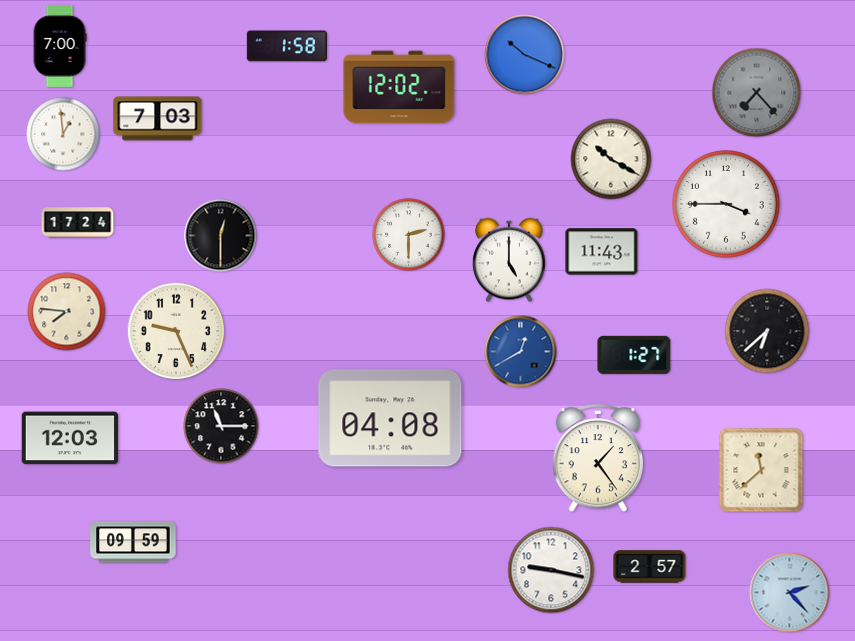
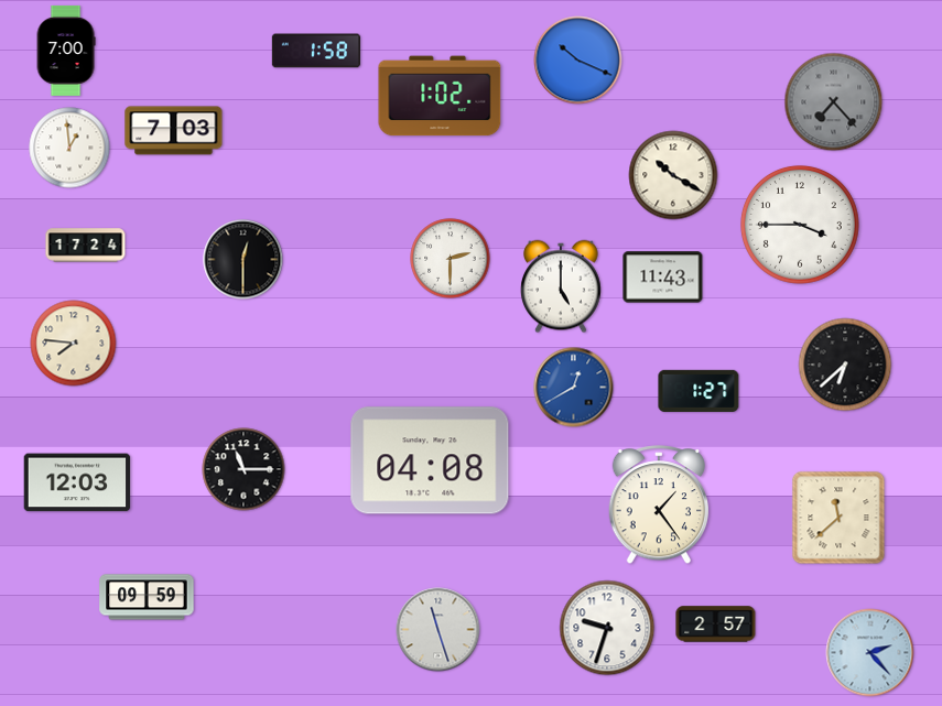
clock at (399, 87): 12:02 -> 1:02
clock at (176, 331): 9:26 -> none
clock at (551, 570): 9:17 -> 9:33
clock at (438, 630): none -> 11:27
